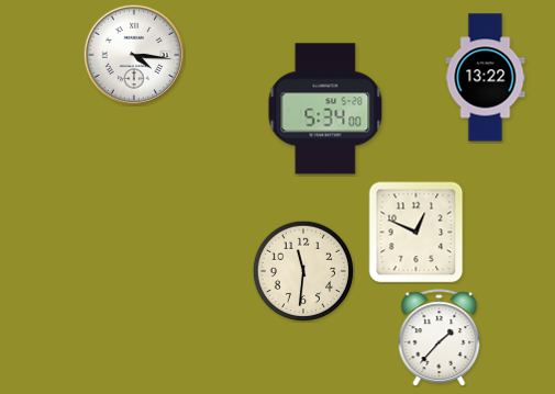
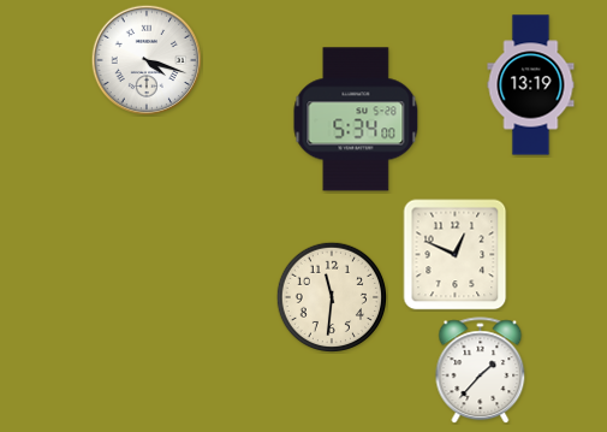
clock at (134, 55): 4:16 -> 4:18
clock at (486, 78): 13:22 -> 13:19
